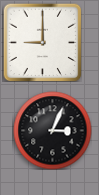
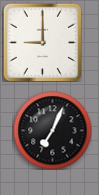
clock at (52, 130): 3:04 -> 7:04
